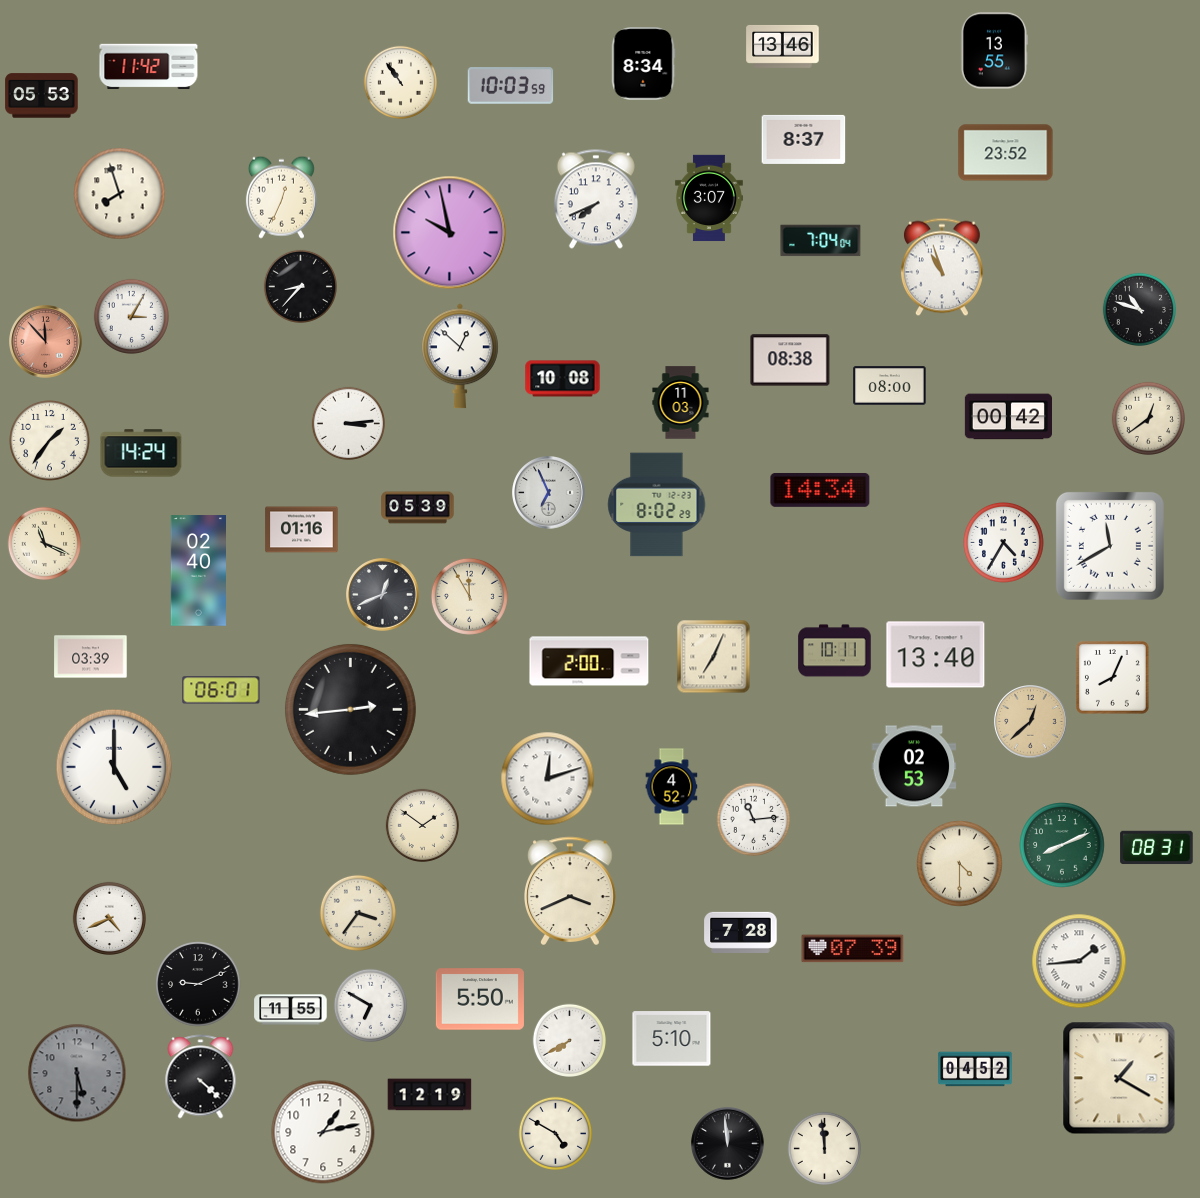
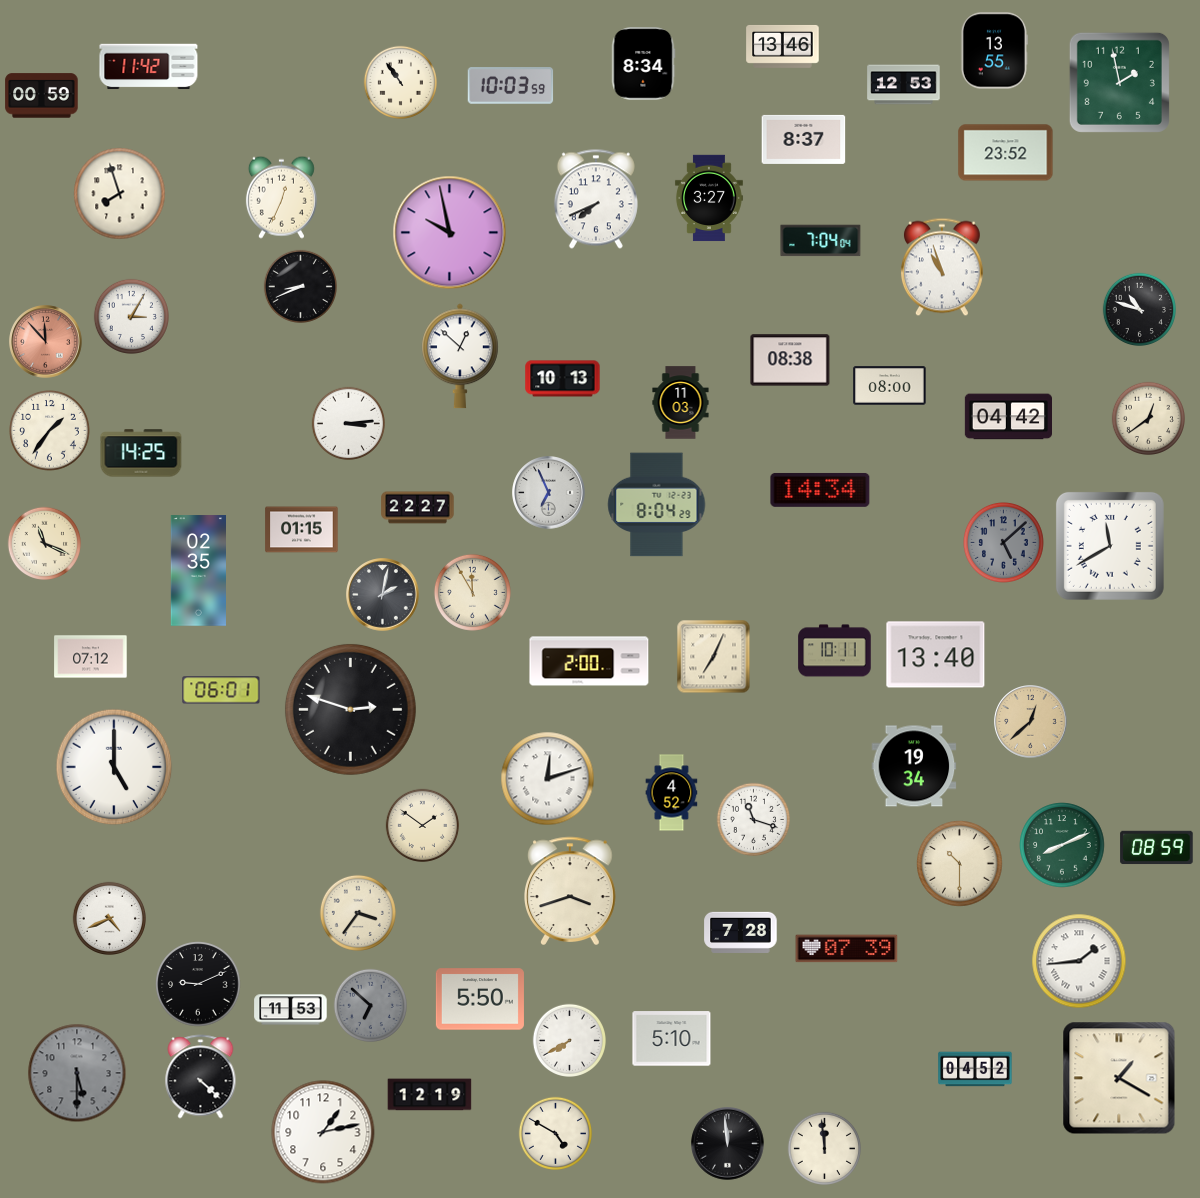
clock at (1119, 82): none -> 1:58
clock at (904, 85): none -> 12:53
clock at (42, 96): 05:53 -> 00:59
clock at (709, 198): 3:07 -> 3:27
clock at (300, 286): 8:37 -> 8:41
clock at (563, 379): 10:08 -> 10:13
clock at (1008, 417): 00:42 -> 04:42
clock at (50, 441) position: (50, 441) -> (50, 431)
clock at (141, 453): 14:24 -> 14:25
clock at (657, 505): 8:02 -> 8:04
clock at (418, 508): 05:39 -> 22:27
clock at (302, 530): 01:16 -> 01:15
clock at (1004, 543): 4:35 -> 5:08
clock at (1004, 543) dial: white -> grey
clock at (198, 571): 02:40 -> 02:35
clock at (383, 595): 12:41 -> 2:02
clock at (469, 596) position: (469, 596) -> (472, 592)
clock at (91, 657): 03:39 -> 07:12
clock at (1112, 677): 8:04 -> none
clock at (350, 709): 2:44 -> 2:48
clock at (914, 766): 02:53 -> 19:34
clock at (672, 787) position: (672, 787) -> (672, 793)
clock at (753, 819): 11:14 -> 11:18
clock at (1157, 848): 08:31 -> 08:59
clock at (960, 864): 4:30 -> 10:30
clock at (571, 890): 3:41 -> 3:42
clock at (853, 949) position: (853, 949) -> (847, 949)
clock at (370, 1005): 6:50 -> 6:52
clock at (370, 1005) dial: white -> grey
clock at (291, 1010): 11:55 -> 11:53
